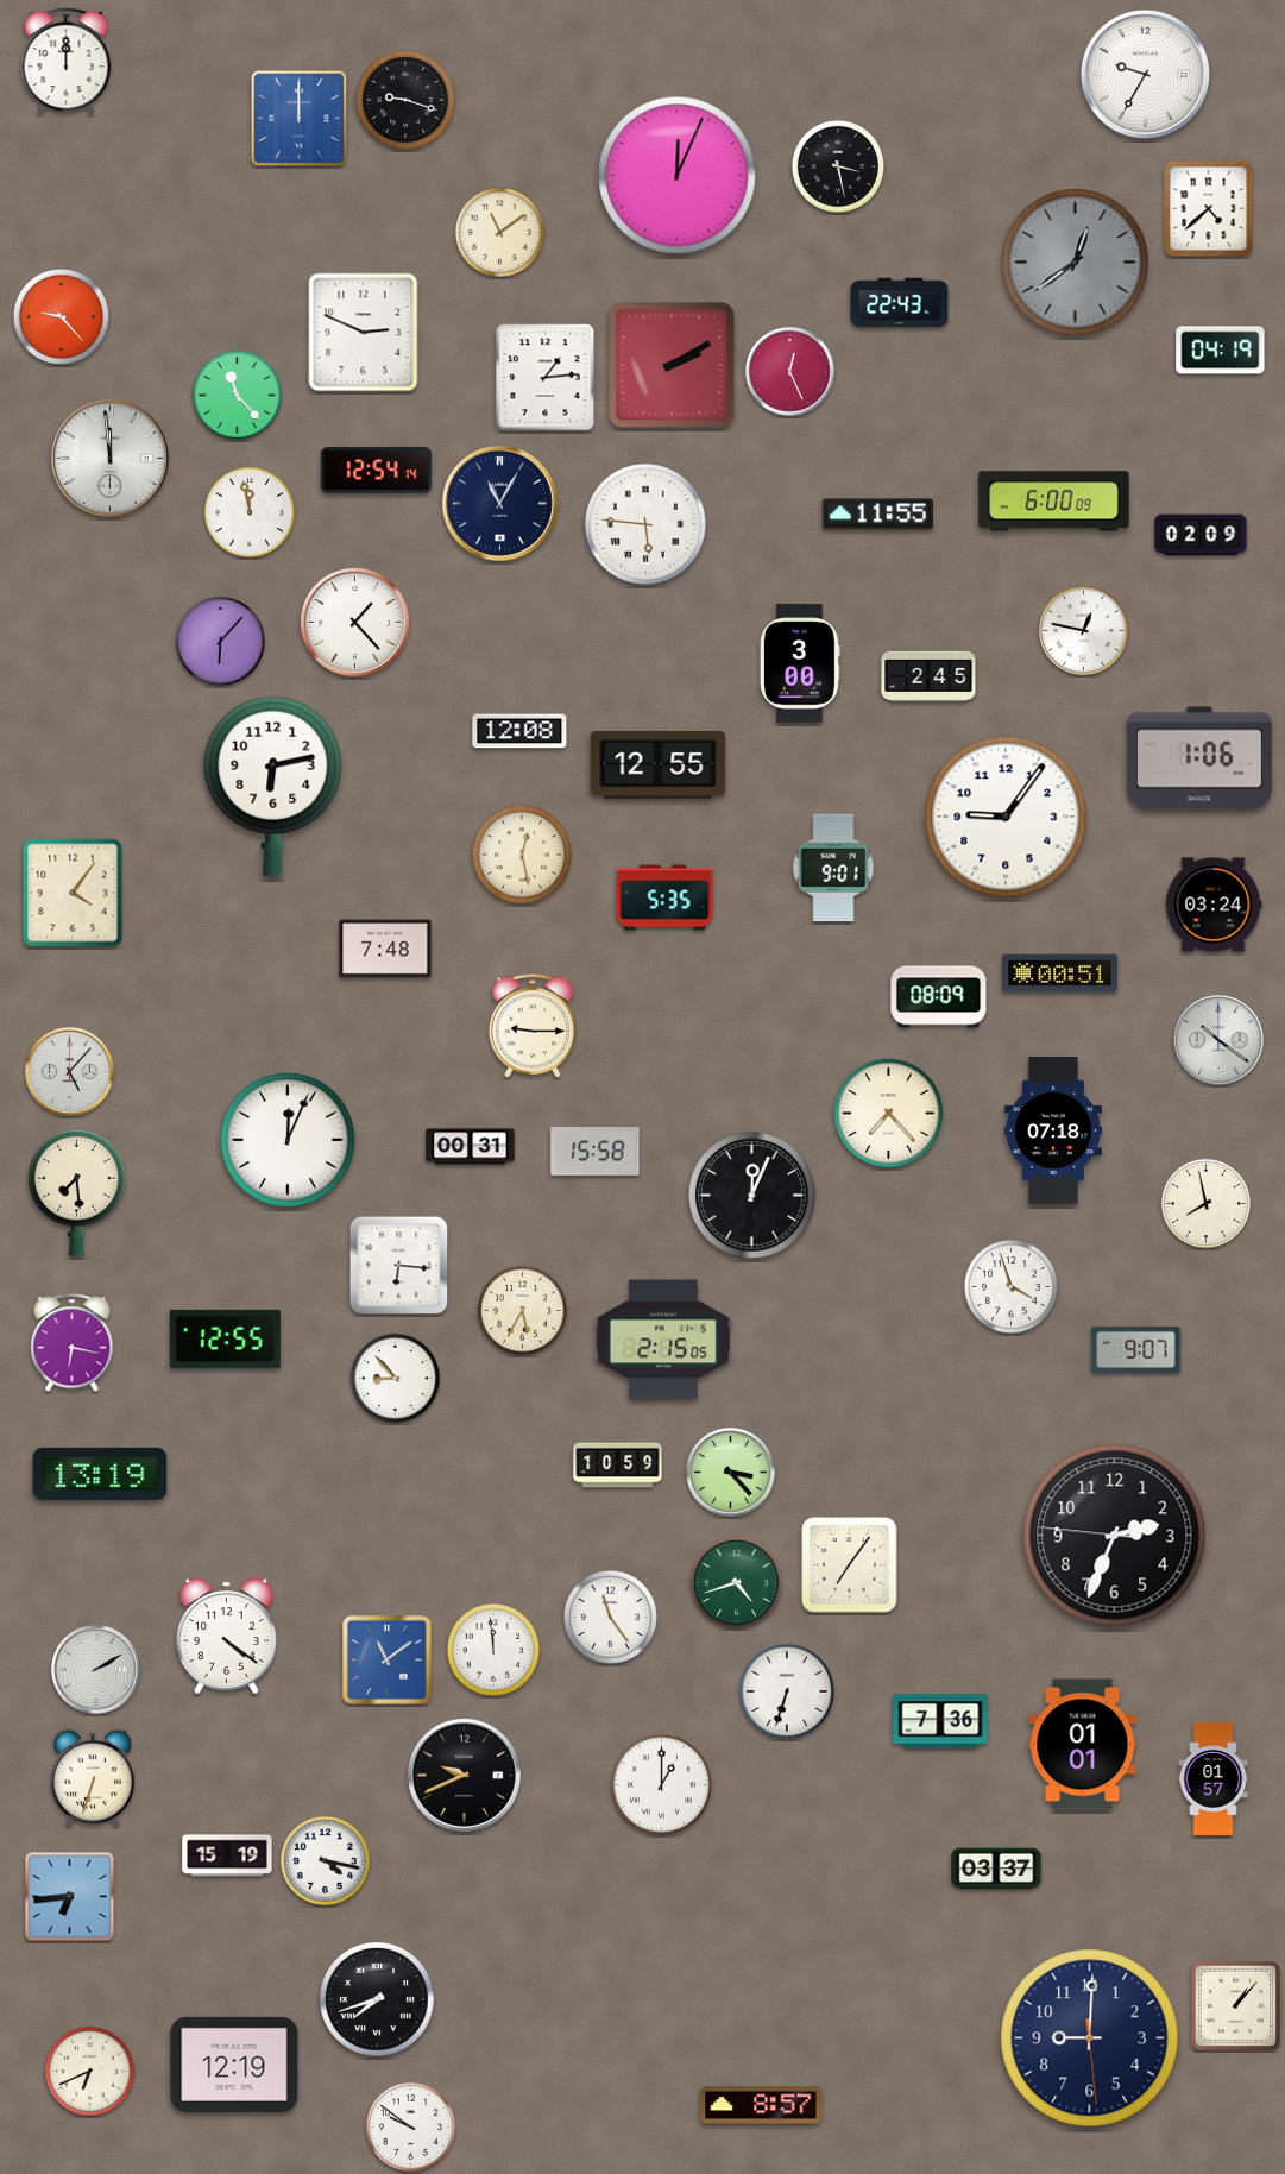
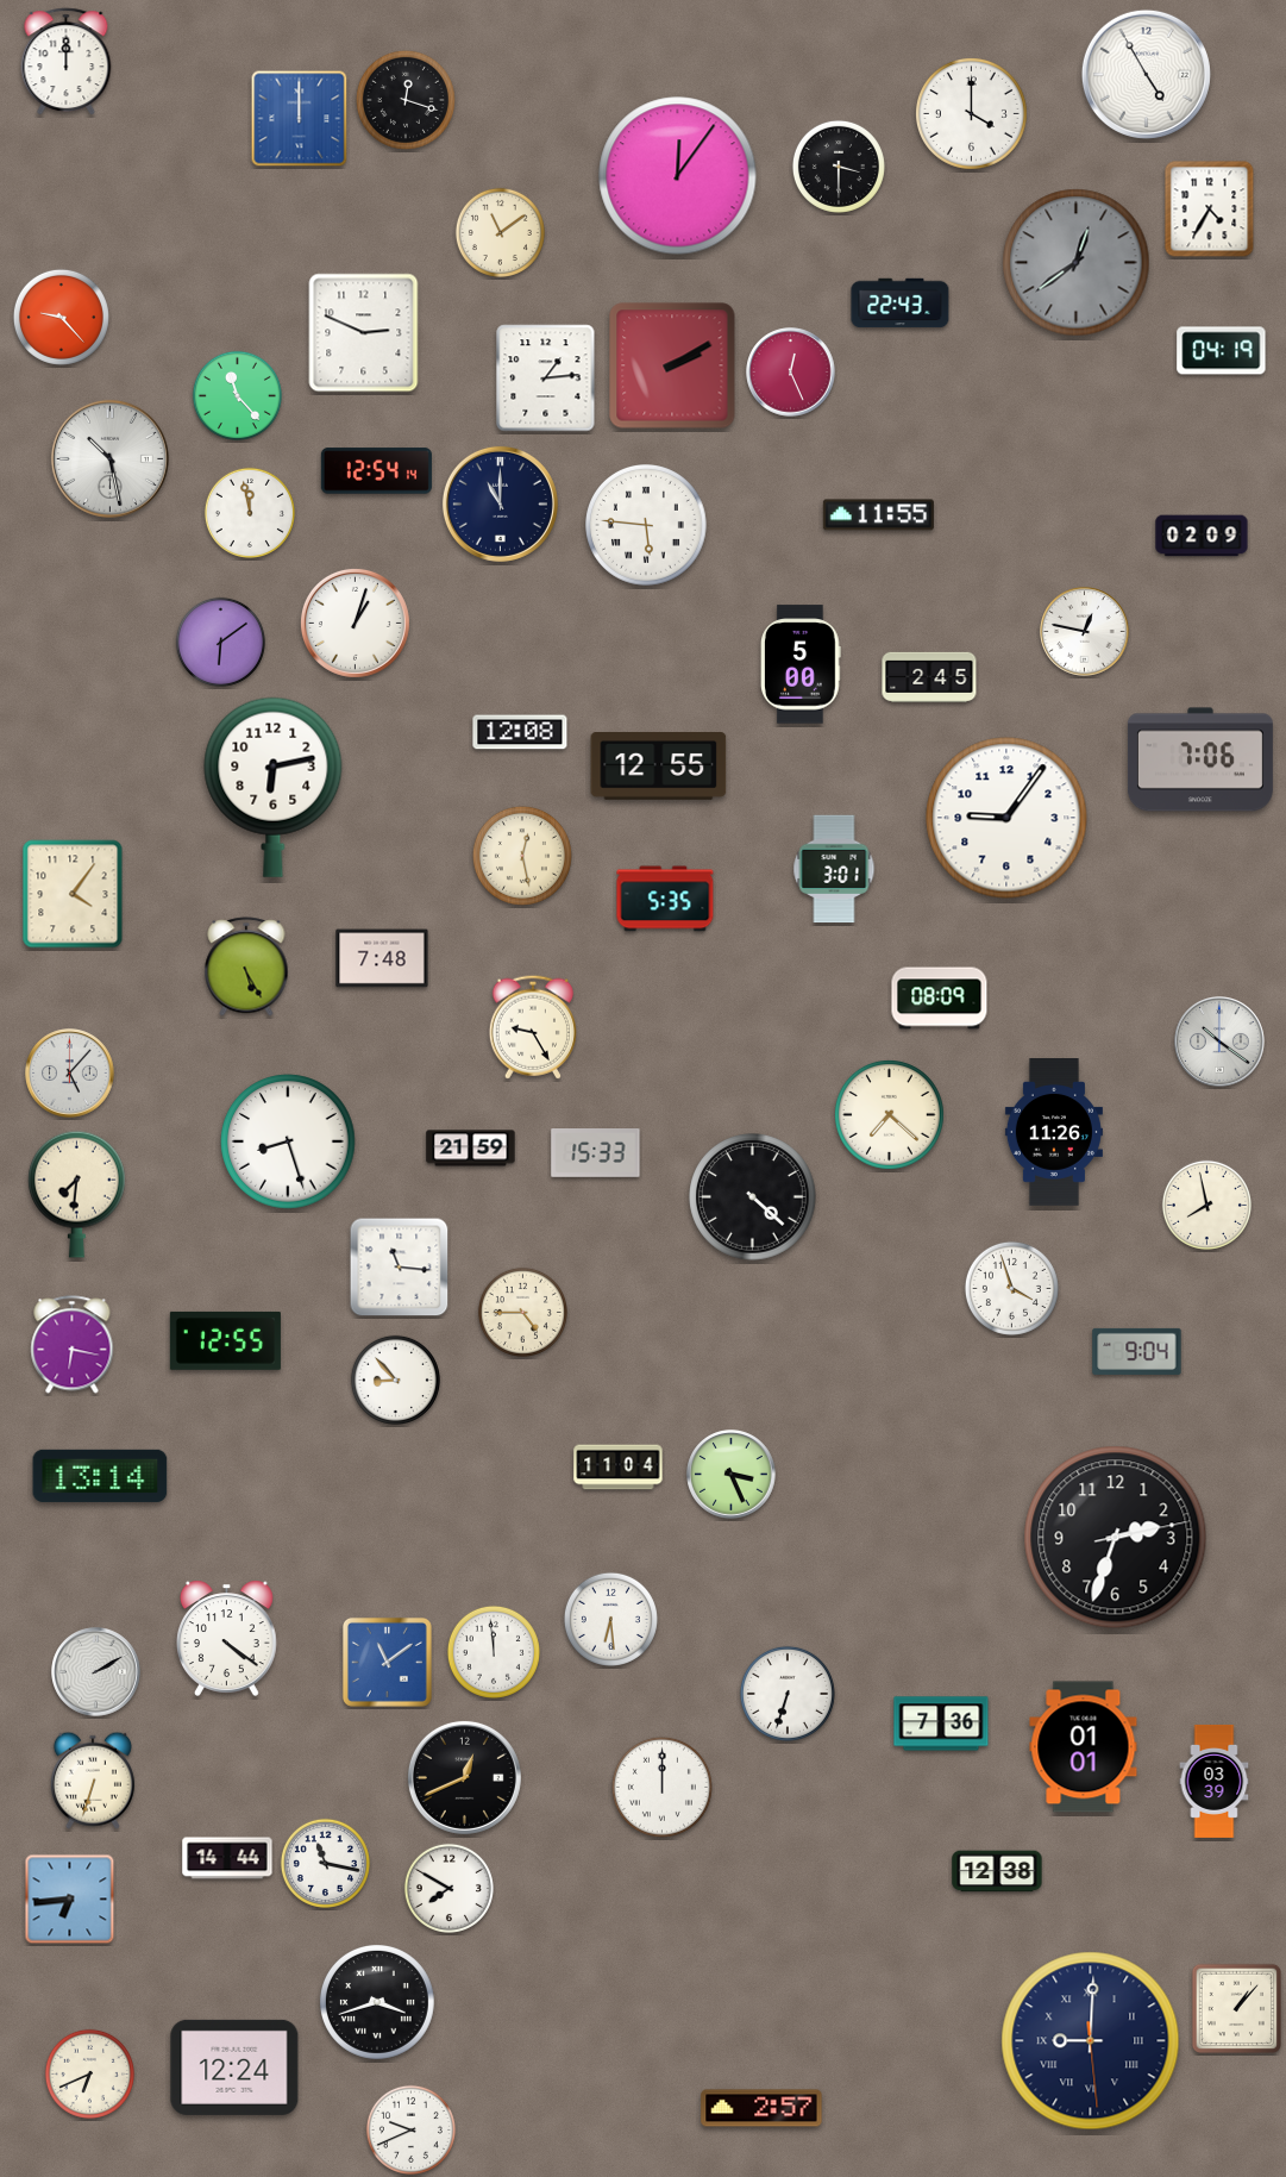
clock at (1145, 74): 9:35 -> 4:55
clock at (405, 100): 9:18 -> 12:18
clock at (971, 113): none -> 4:00
clock at (838, 166): 3:28 -> 3:30
clock at (678, 176): 12:04 -> 12:06
clock at (1209, 209): 4:38 -> 4:35
clock at (109, 458): 11:59 -> 10:28
clock at (1054, 502): 6:00 -> none
clock at (499, 503): 11:05 -> 11:00
clock at (354, 622): 1:23 -> 1:03
clock at (220, 641): 6:07 -> 6:09
clock at (801, 663): 3:00 -> 5:00
clock at (1199, 758): 1:06 -> 7:06
clock at (833, 868): 9:01 -> 3:01
clock at (1214, 905): 03:24 -> none
clock at (385, 949) position: (385, 949) -> (382, 958)
clock at (246, 966): none -> 5:25
clock at (1060, 973): 00:51 -> none
clock at (533, 1026): 9:15 -> 9:25
clock at (888, 1113): 7:23 -> 7:22
clock at (1053, 1130): 07:18 -> 11:26
clock at (288, 1140): 12:04 -> 8:27
clock at (471, 1147): 00:31 -> 21:59
clock at (596, 1152): 15:58 -> 15:33
clock at (77, 1192): 7:29 -> 7:31
clock at (752, 1196): 12:04 -> 4:22
clock at (399, 1266): 6:16 -> 11:16
clock at (522, 1310): 5:35 -> 4:45
clock at (663, 1340): 2:15 -> none
clock at (1136, 1349): 9:07 -> 9:04
clock at (618, 1466): 10:59 -> 11:04
clock at (731, 1473): 3:23 -> 3:26
clock at (100, 1474): 13:19 -> 13:14
clock at (1115, 1536): 2:33:46 -> 2:33:13
clock at (850, 1565): 7:06 -> none
clock at (736, 1582): 4:42 -> none
clock at (610, 1617): 11:24 -> 6:29
clock at (464, 1775): 9:41 -> 12:41
clock at (1214, 1778): 01:57 -> 03:39
clock at (661, 1784): 1:00 -> 12:00
clock at (227, 1855): 15:19 -> 14:44
clock at (325, 1860): 4:17 -> 11:17
clock at (996, 1869): 03:37 -> 12:38
clock at (448, 1888): none -> 7:50
clock at (378, 2000): 7:42 -> 3:42
clock at (1090, 2038) numerals: Arabic -> Roman
clock at (234, 2065): 12:19 -> 12:24
clock at (761, 2105): 8:57 -> 2:57
clock at (410, 2126): 9:51 -> 9:41
